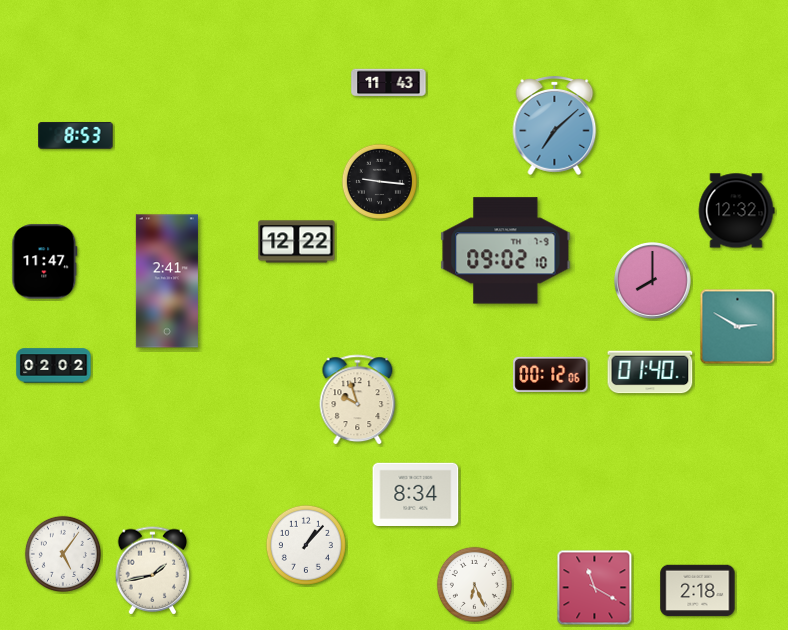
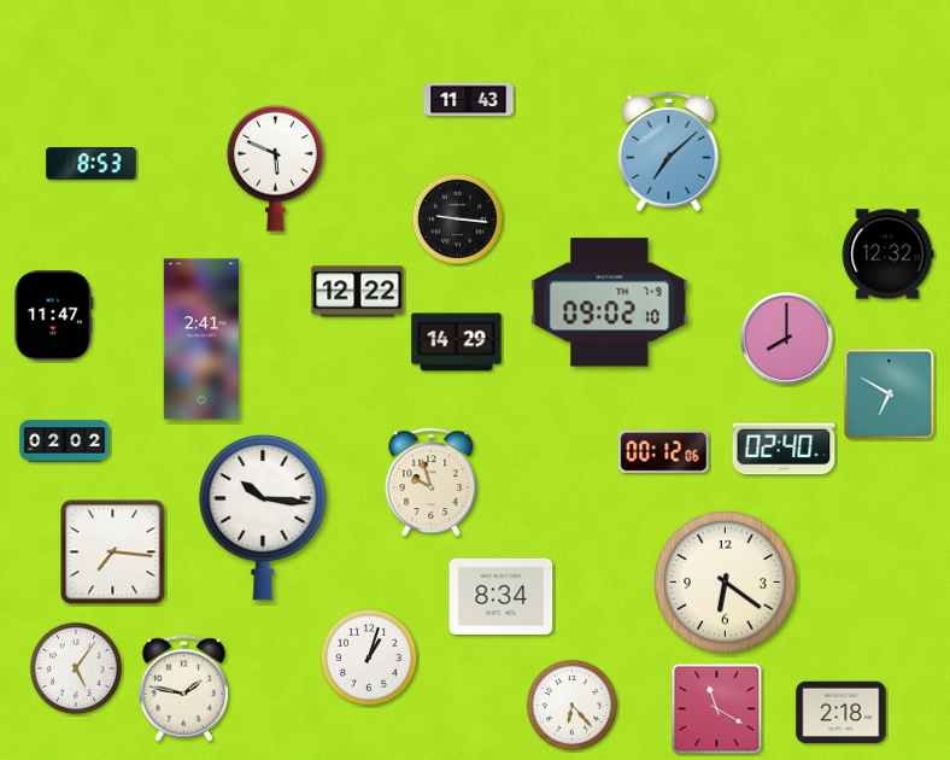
clock at (276, 168): none -> 5:49
clock at (457, 343): none -> 14:29
clock at (738, 327): 2:50 -> 6:50
clock at (650, 372): 01:40 -> 02:40
clock at (263, 518): none -> 10:16
clock at (113, 553): none -> 7:16
clock at (726, 583): none -> 6:21
clock at (306, 545): 1:07 -> 1:03
clock at (153, 571): 1:43 -> 1:47
clock at (474, 584): 6:26 -> 6:23
